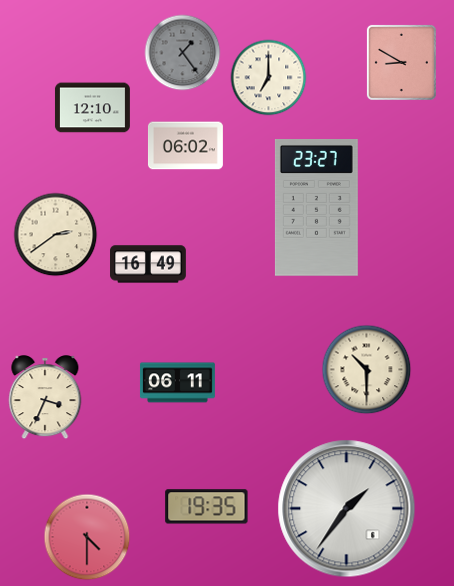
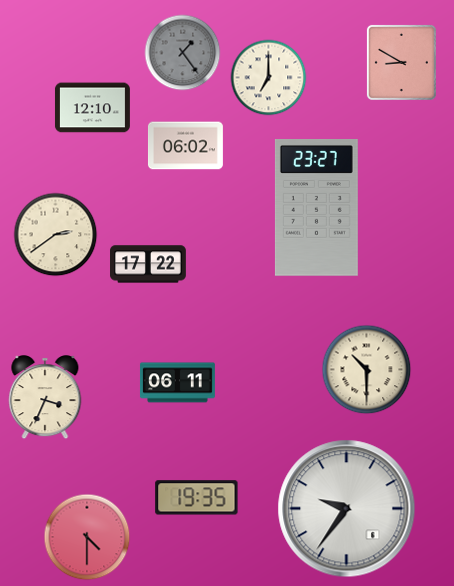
clock at (149, 264): 16:49 -> 17:22
clock at (207, 507) position: (207, 507) -> (197, 498)
clock at (347, 509): 1:36 -> 9:36
